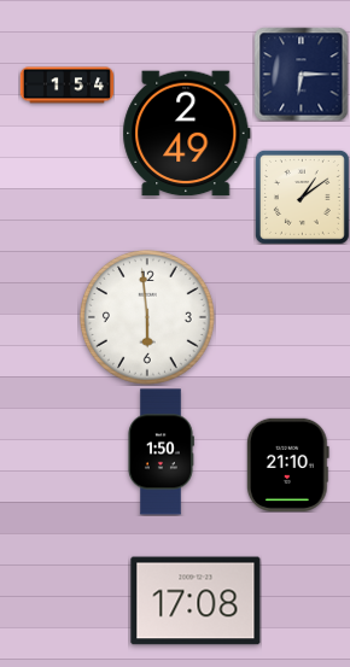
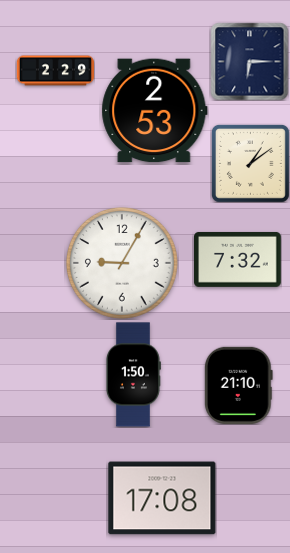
clock at (66, 86): 1:54 -> 2:29
clock at (187, 134): 2:49 -> 2:53
clock at (238, 259): none -> 7:32
clock at (147, 317): 5:59 -> 9:05
